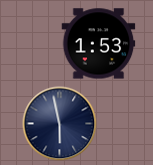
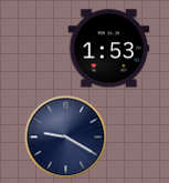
clock at (60, 124): 5:58 -> 9:20
